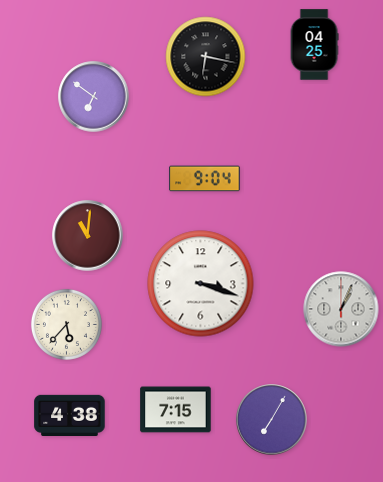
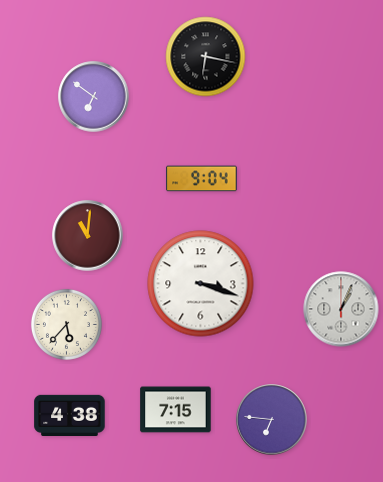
clock at (314, 45): 04:25 -> none
clock at (205, 179) position: (205, 179) -> (202, 179)
clock at (272, 420): 7:05 -> 6:46
